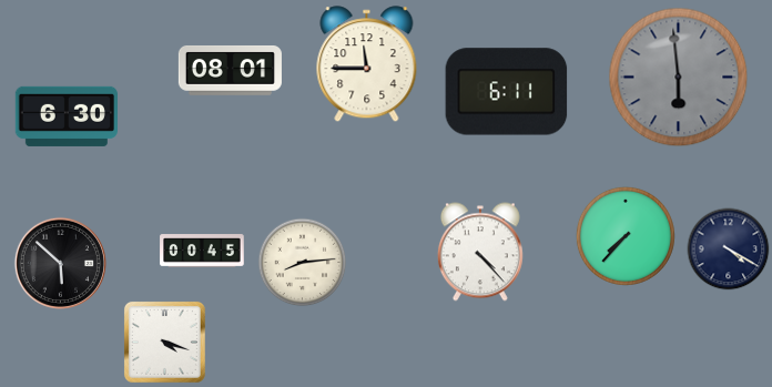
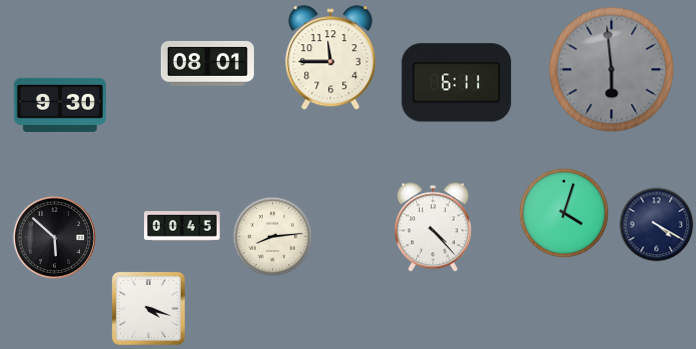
clock at (67, 116): 6:30 -> 9:30
clock at (626, 236): 7:37 -> 4:03
